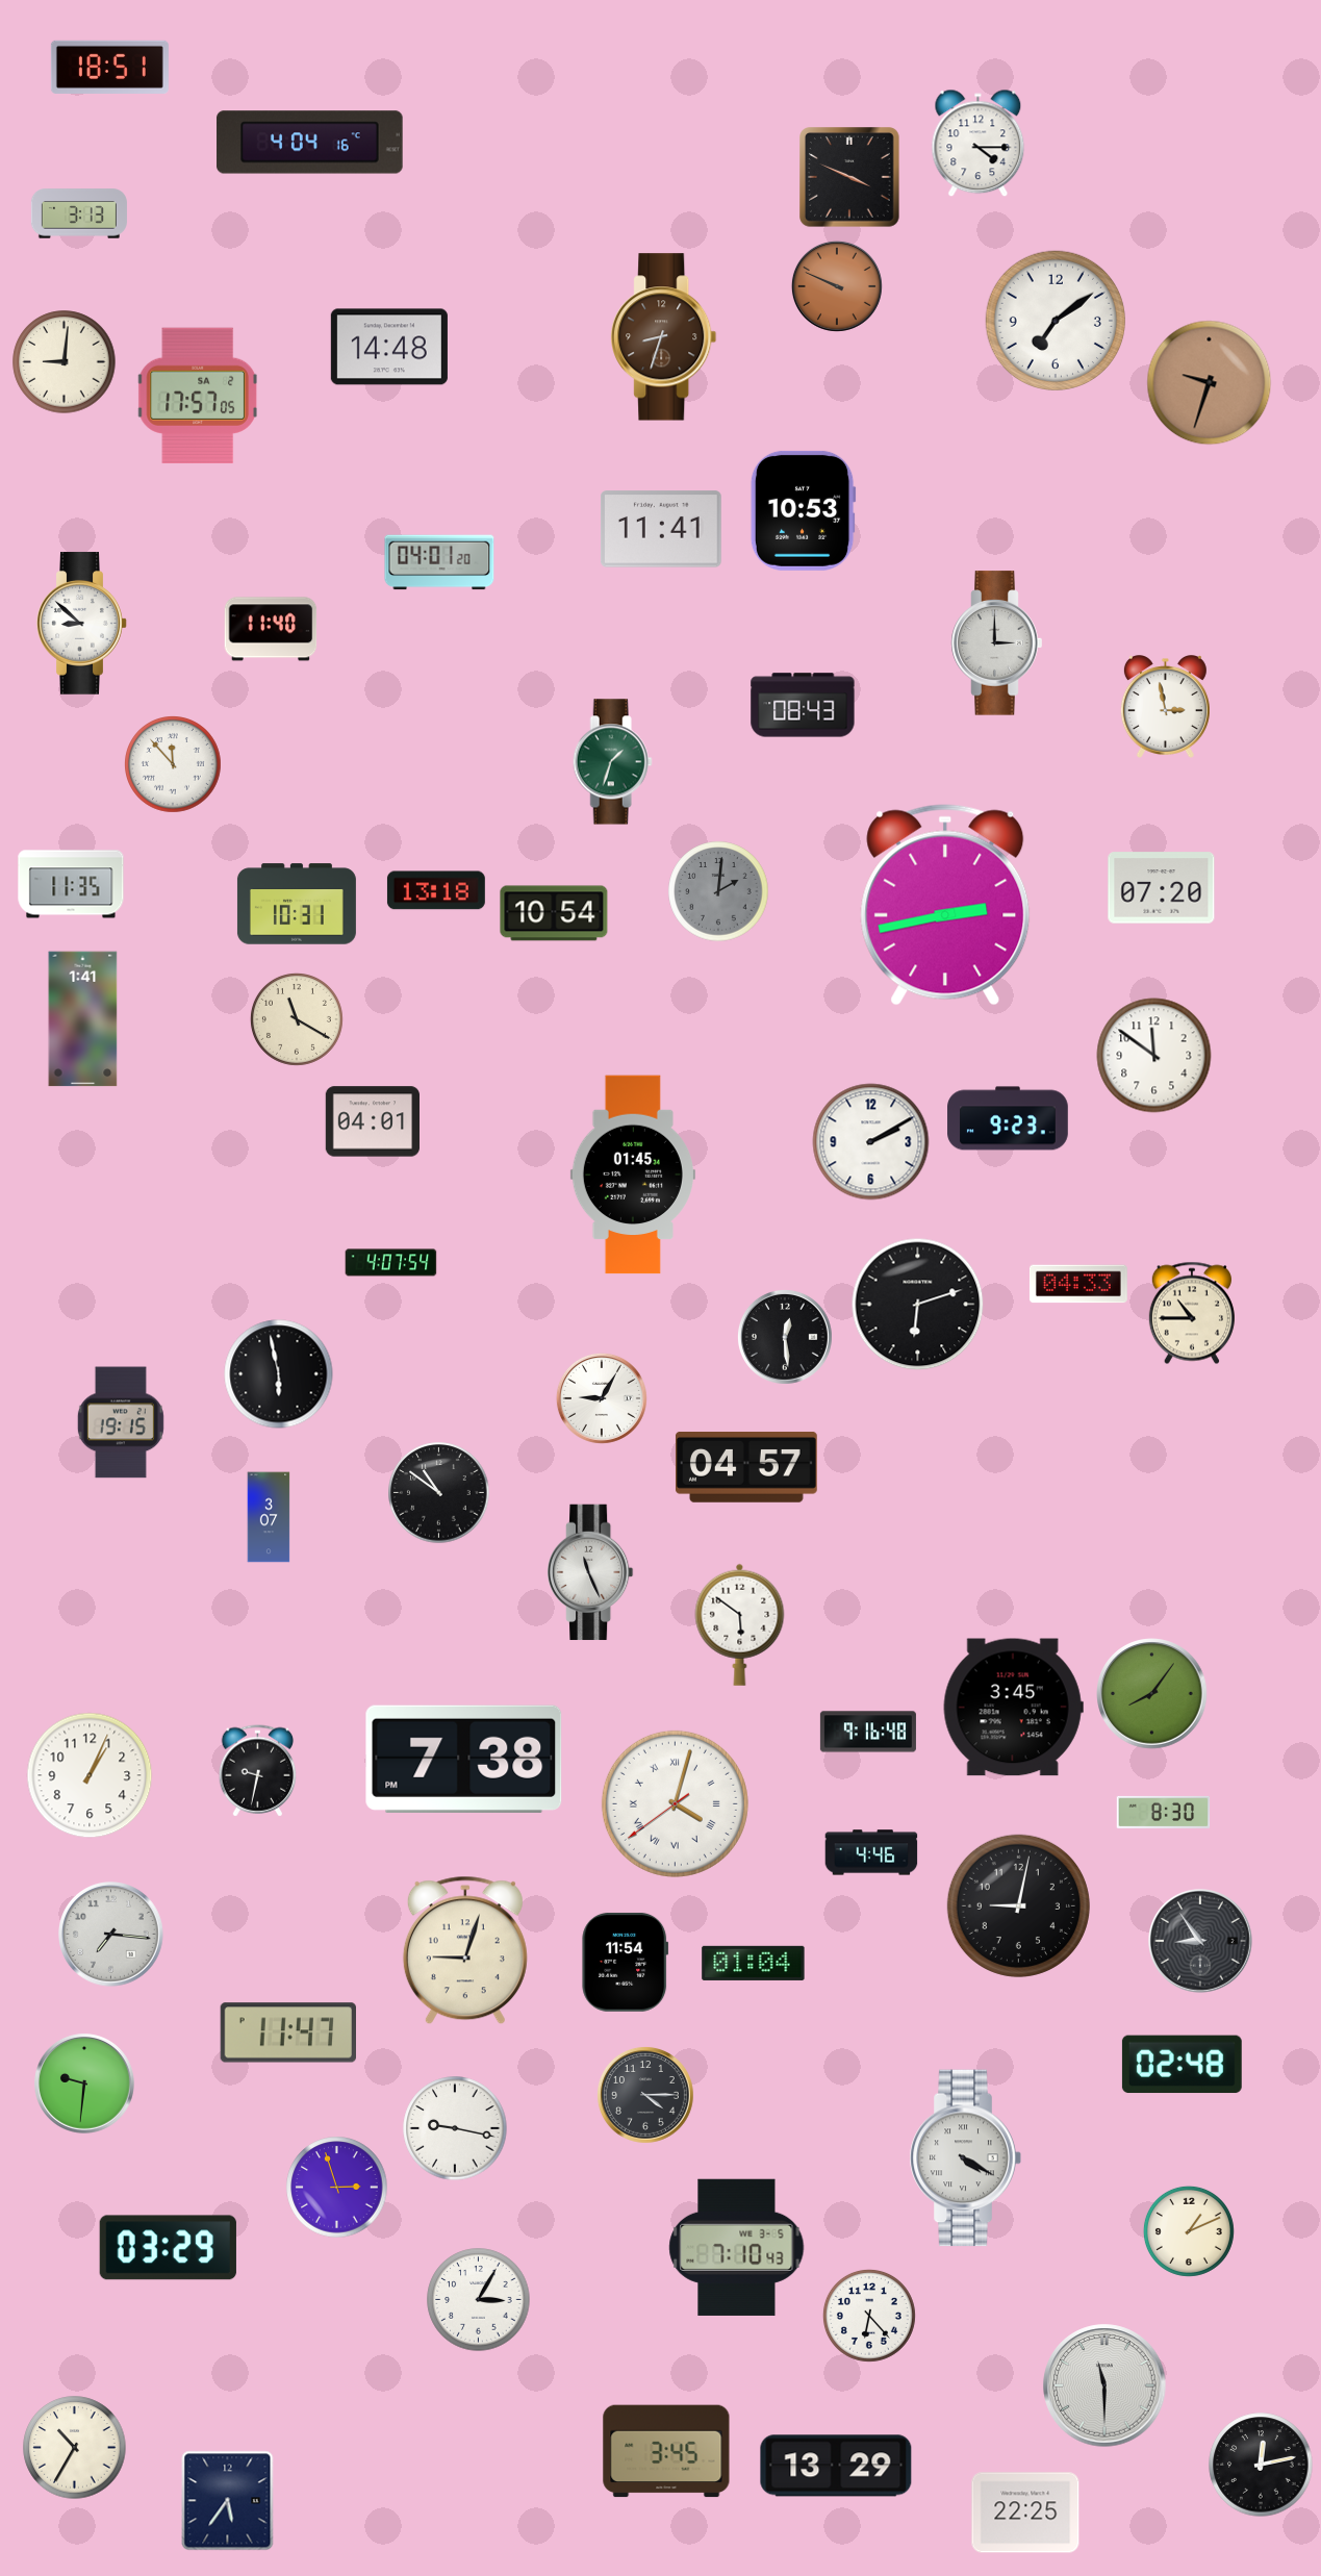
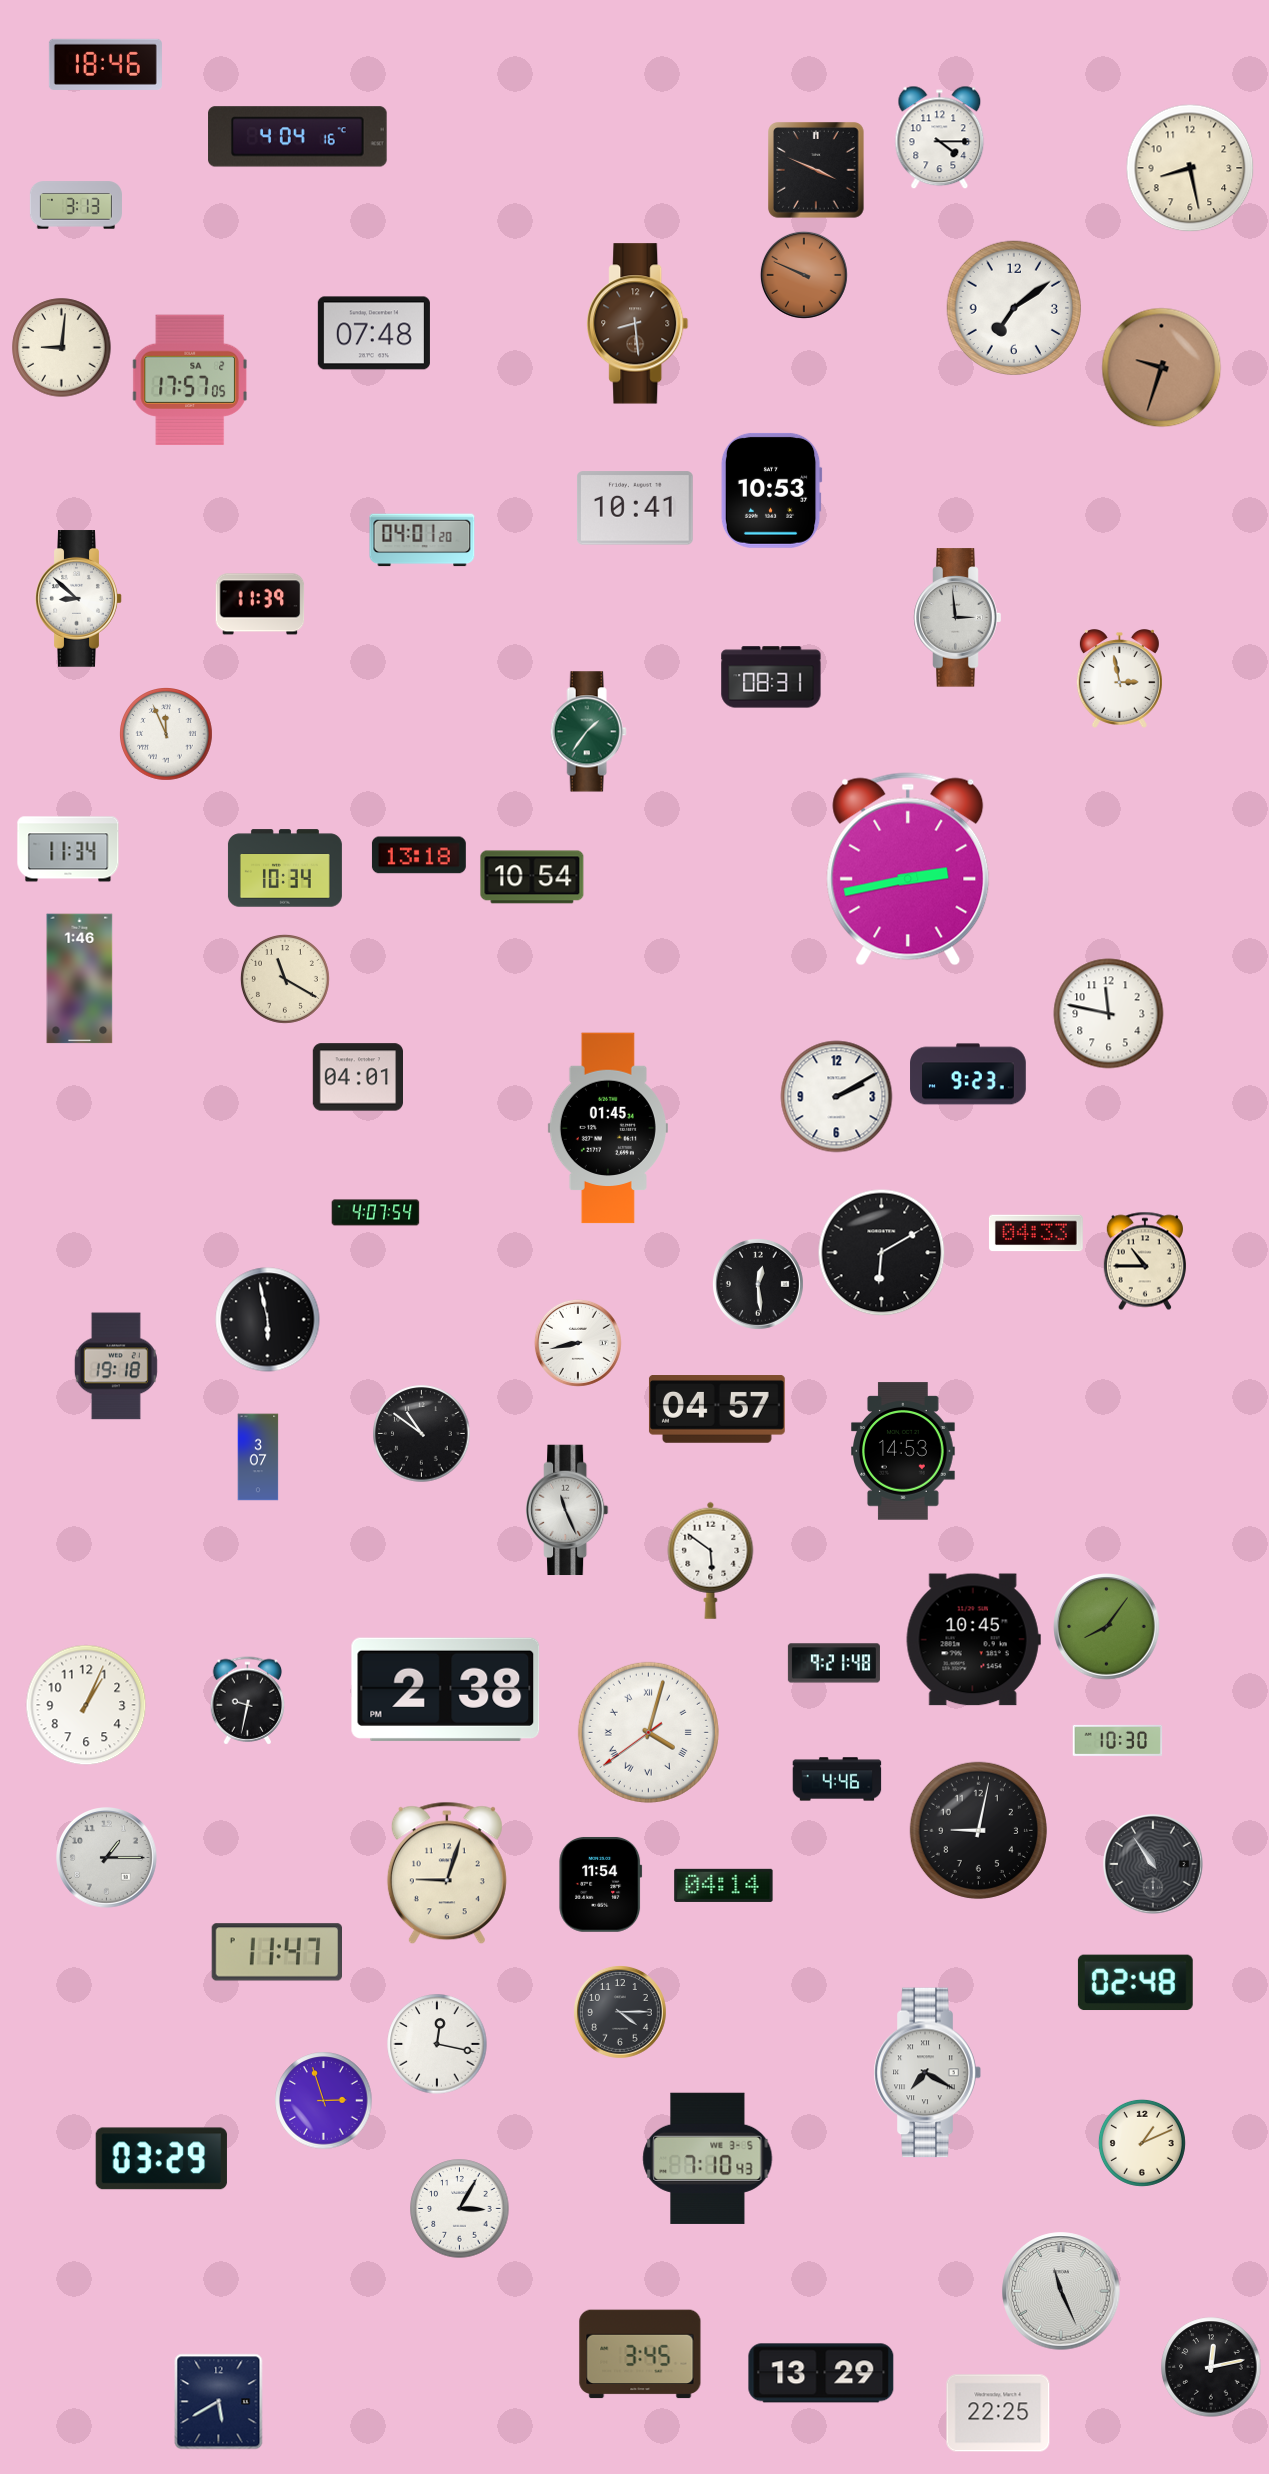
clock at (109, 67): 18:51 -> 18:46
clock at (1190, 168): none -> 8:28
clock at (664, 337): 8:33 -> 8:29
clock at (389, 347): 14:48 -> 07:48
clock at (661, 529): 11:41 -> 10:41
clock at (271, 629): 11:40 -> 11:39
clock at (997, 643): 3:00 -> 2:59
clock at (803, 705): 08:43 -> 08:31
clock at (612, 762): 1:33 -> 1:36
clock at (173, 765): 11:53 -> 11:56
clock at (71, 884): 11:35 -> 11:34
clock at (1162, 888): 07:20 -> none
clock at (718, 891): 2:01 -> none
clock at (297, 904): 10:31 -> 10:34
clock at (83, 1019): 1:41 -> 1:46
clock at (1154, 1056): 11:51 -> 11:47
clock at (918, 1305): 6:12 -> 6:10
clock at (785, 1337) position: (785, 1337) -> (758, 1284)
clock at (602, 1398): 9:05 -> 8:43
clock at (121, 1422): 19:15 -> 19:18
clock at (903, 1451): none -> 14:53
clock at (1013, 1708): 3:45 -> 10:45
clock at (868, 1732): 9:16 -> 9:21
clock at (464, 1759): 7:38 -> 2:38
clock at (1164, 1812): 8:30 -> 10:30
clock at (111, 1935): 7:16 -> 1:15
clock at (1201, 1942): 8:54 -> 10:54
clock at (754, 1963): 01:04 -> 04:14
clock at (85, 2085): 9:31 -> none
clock at (455, 2128): 9:17 -> 12:17
clock at (965, 2158): 4:20 -> 7:20
clock at (869, 2316): 6:23 -> none
clock at (1104, 2385): 11:30 -> 11:26
clock at (75, 2448): 10:35 -> none
clock at (836, 2466) position: (836, 2466) -> (821, 2373)
clock at (228, 2501): 5:36 -> 5:40
clock at (1025, 2512) position: (1025, 2512) -> (998, 2413)
